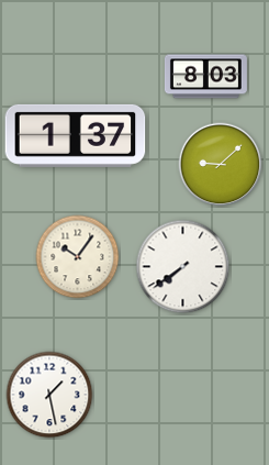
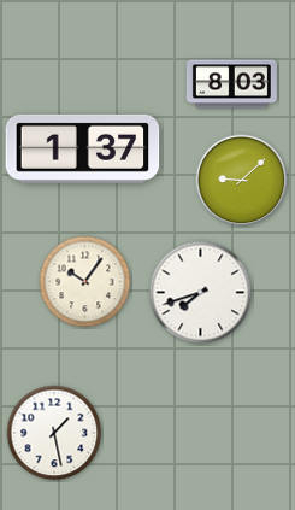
clock at (205, 77) position: (205, 77) -> (231, 84)
clock at (183, 267): 7:39 -> 7:42
